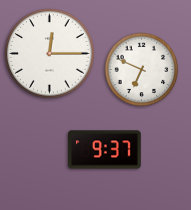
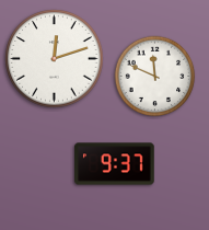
clock at (50, 54): 12:15 -> 12:12
clock at (142, 70): 6:49 -> 11:49
